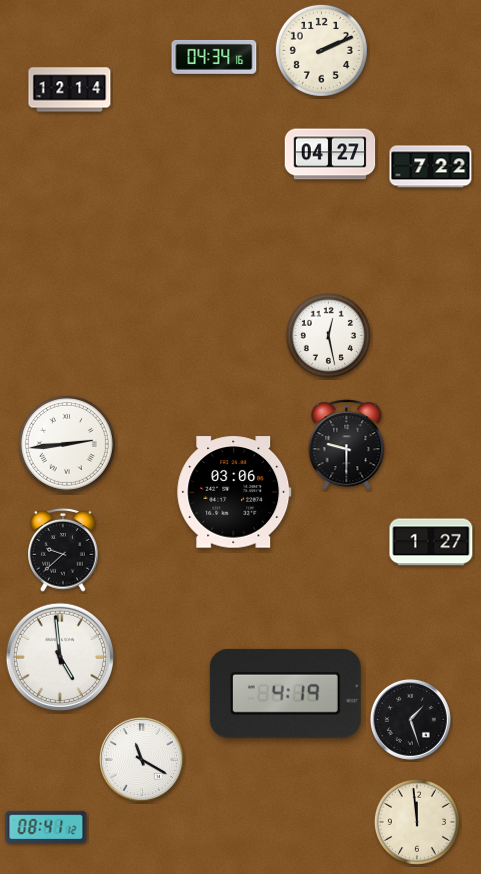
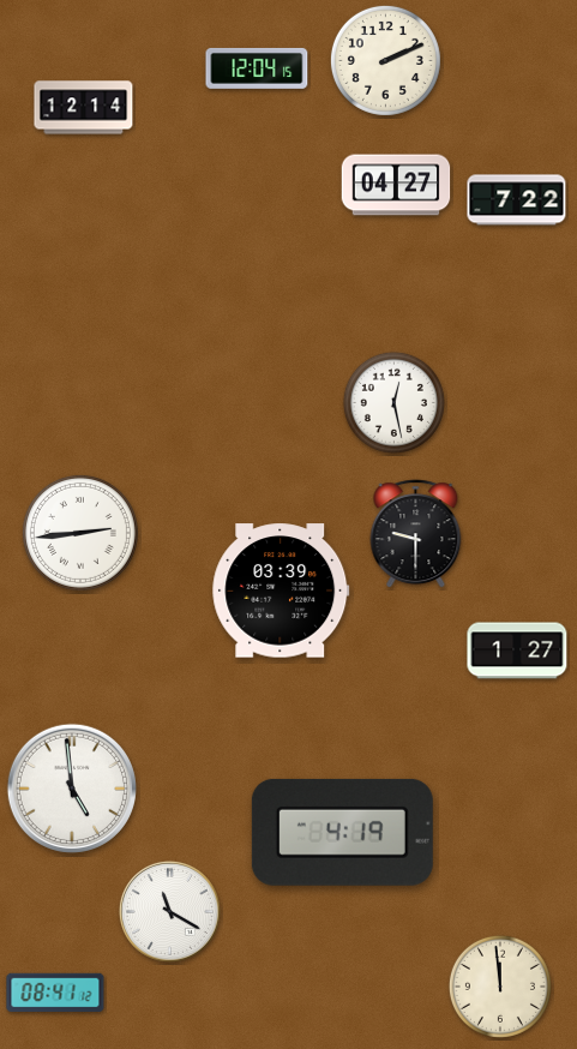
clock at (214, 57): 04:34 -> 12:04
clock at (234, 492): 03:06 -> 03:39
clock at (63, 551): 9:38 -> none
clock at (410, 719): 1:27 -> none
